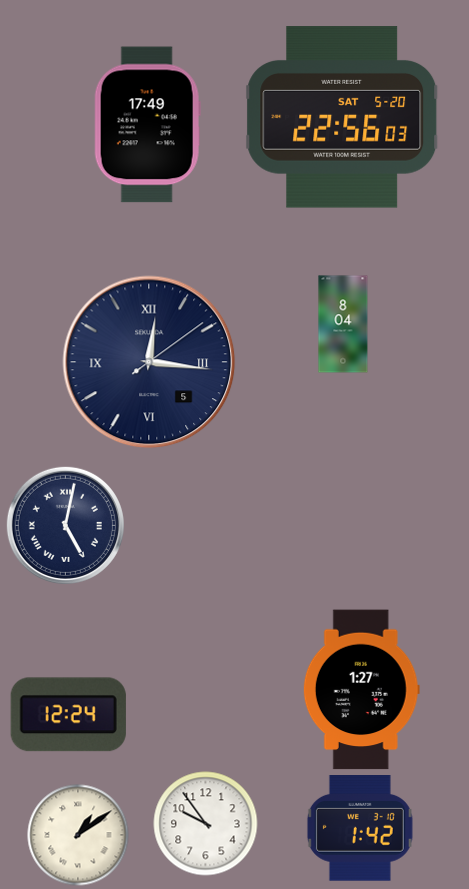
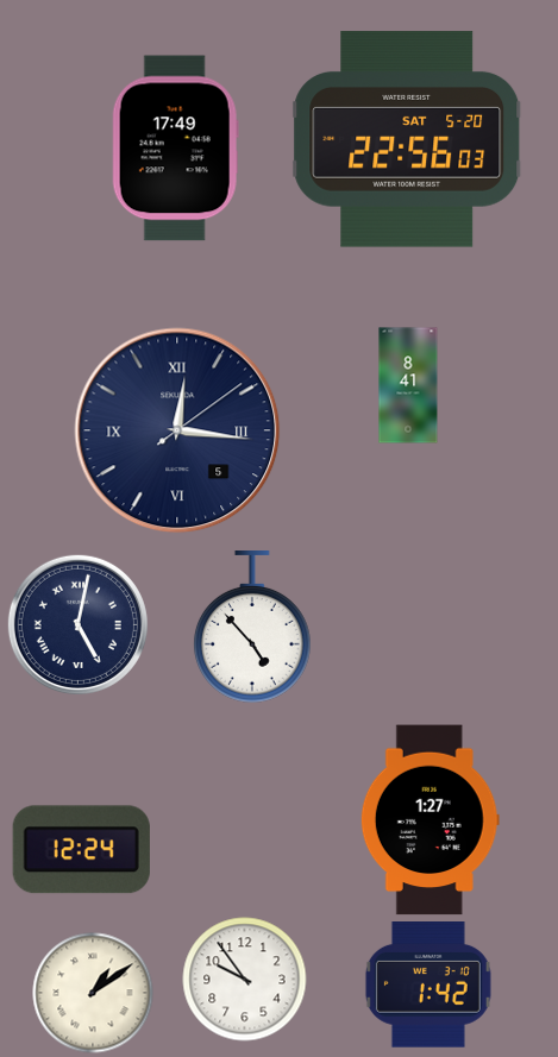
clock at (343, 324): 8:04 -> 8:41
clock at (252, 628): none -> 4:53
